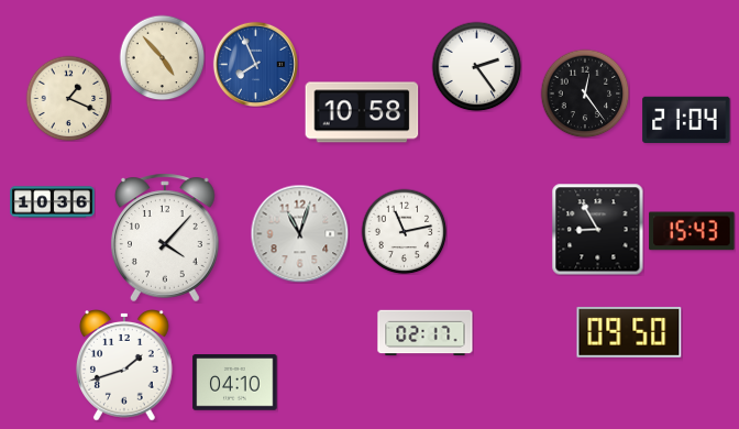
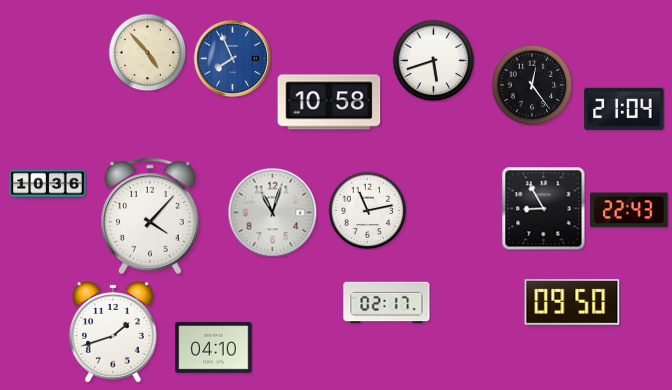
clock at (476, 66): 2:24 -> 5:42
clock at (68, 98): 1:19 -> none
clock at (692, 231): 15:43 -> 22:43
